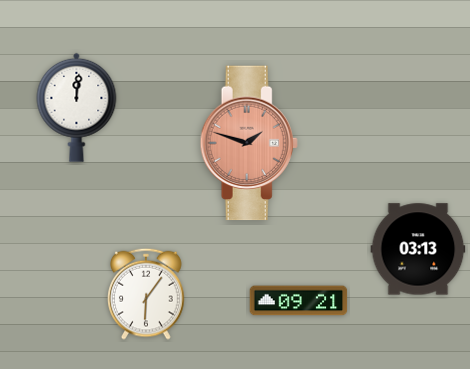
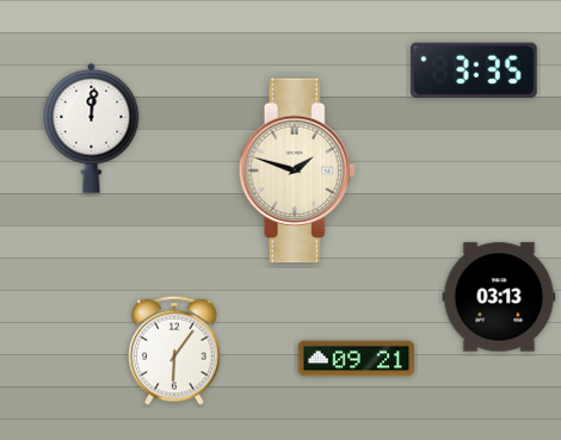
clock at (474, 70): none -> 3:35
clock at (249, 143) dial: salmon -> cream
